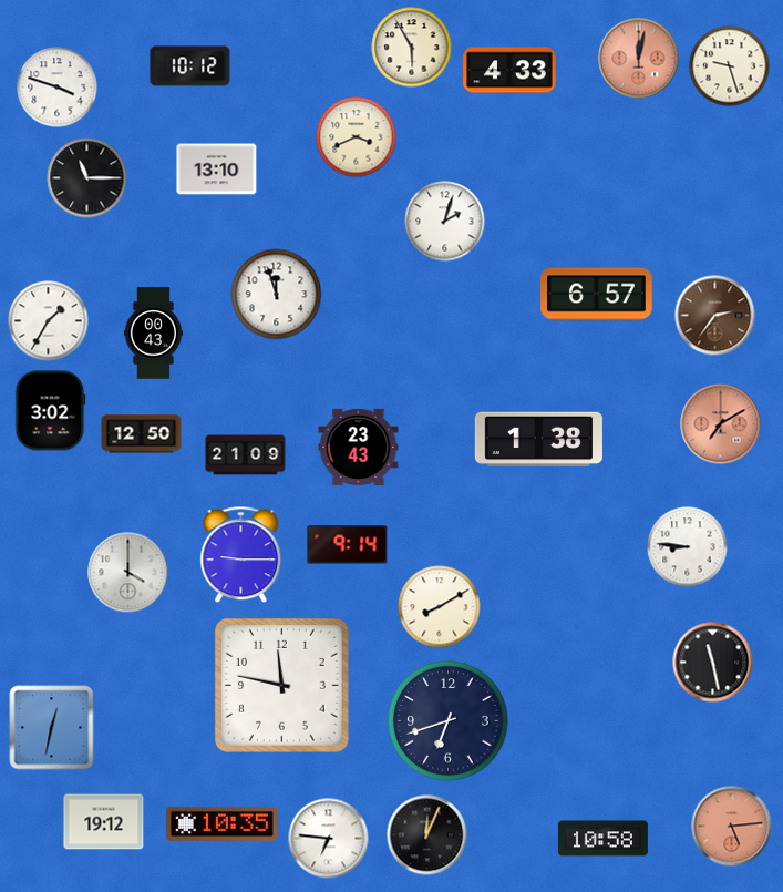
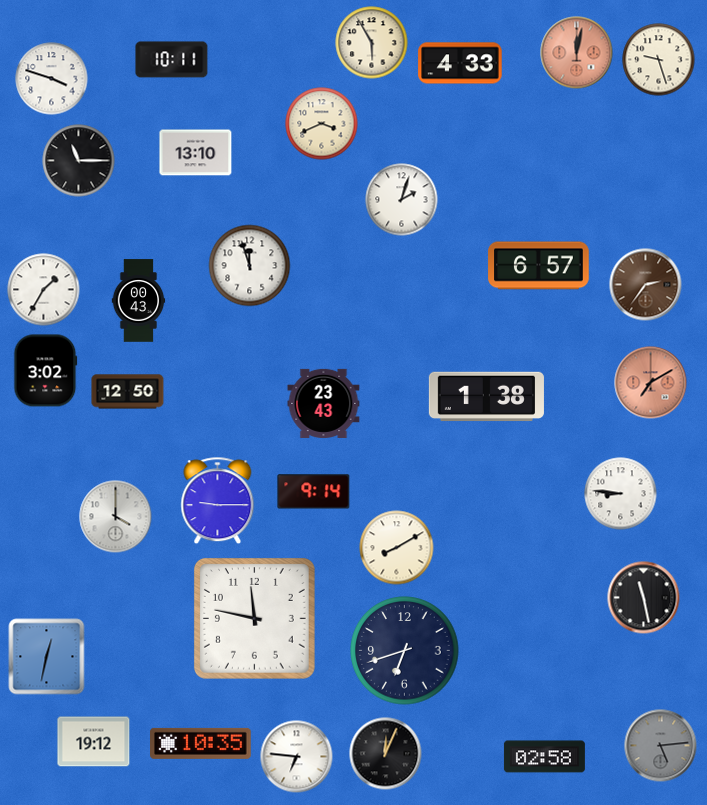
clock at (190, 66): 10:12 -> 10:11
clock at (246, 455): 21:09 -> none
clock at (732, 827) dial: salmon -> grey
clock at (602, 839): 10:58 -> 02:58
